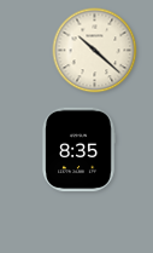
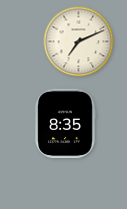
clock at (95, 51): 10:22 -> 7:11
